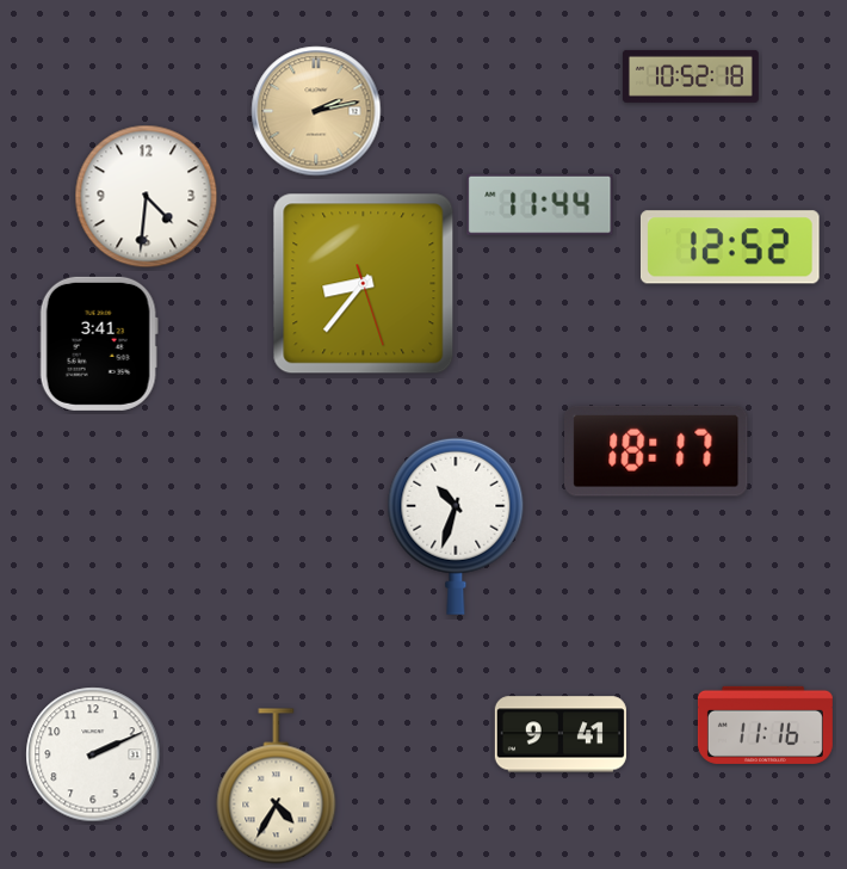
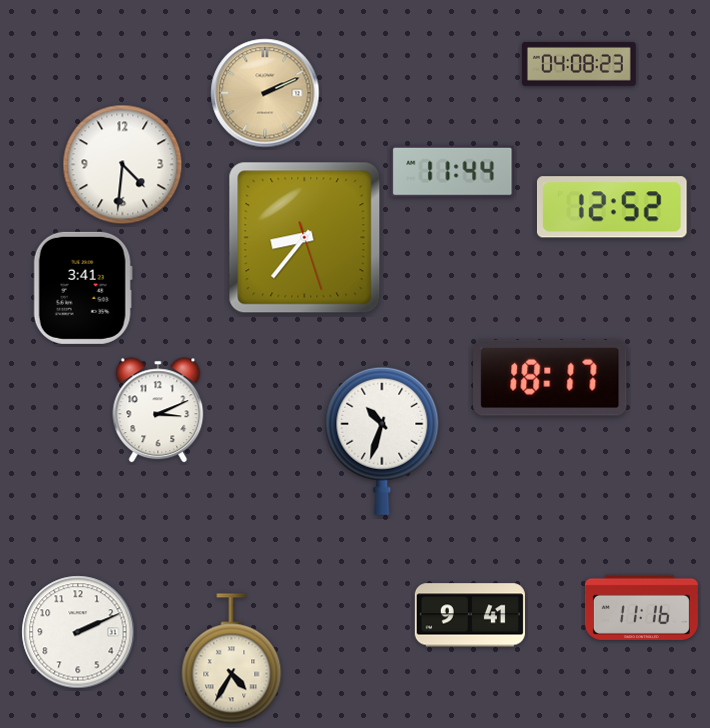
clock at (691, 76): 10:52 -> 04:08
clock at (316, 111): 2:13 -> 2:11
clock at (158, 410): none -> 3:11
